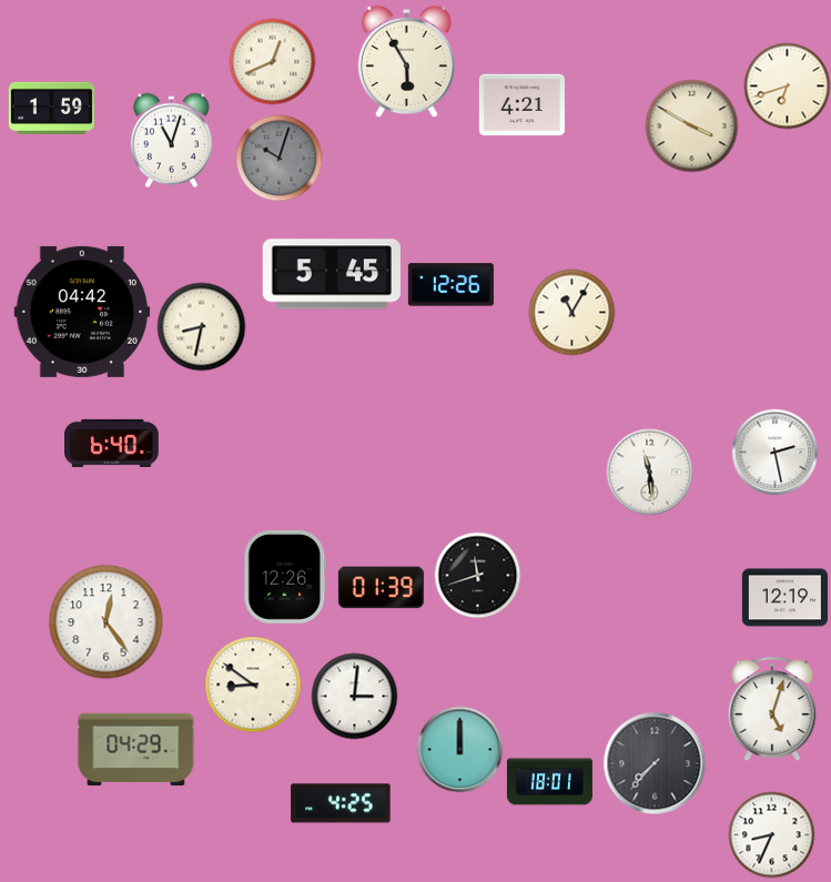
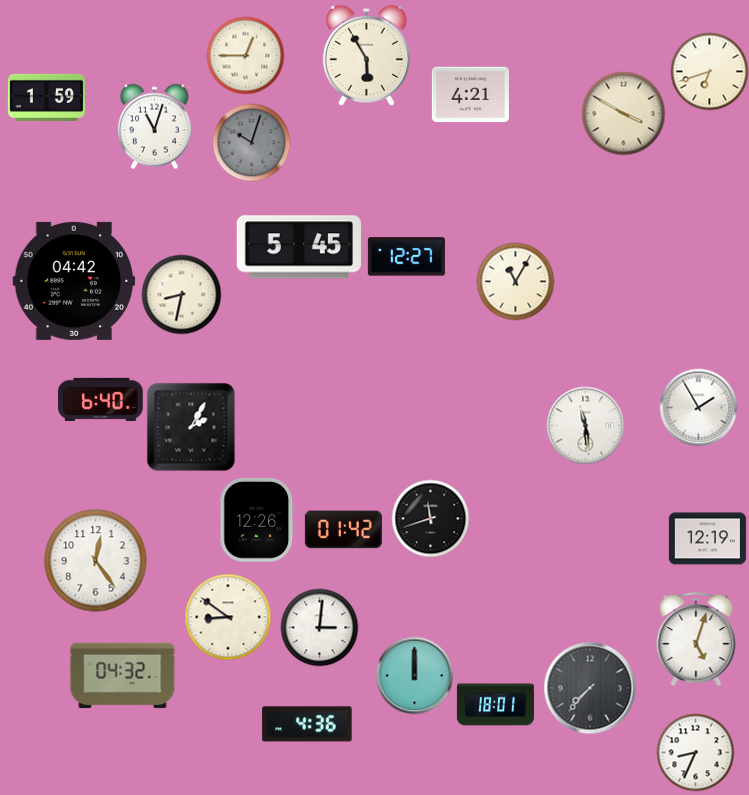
clock at (272, 61): 12:41 -> 12:45
clock at (787, 85) position: (787, 85) -> (709, 71)
clock at (450, 285): 12:26 -> 12:27
clock at (774, 452): 2:28 -> 1:55
clock at (191, 427): none -> 2:05
clock at (381, 588): 01:39 -> 01:42
clock at (136, 750): 04:29 -> 04:32
clock at (341, 803): 4:25 -> 4:36
